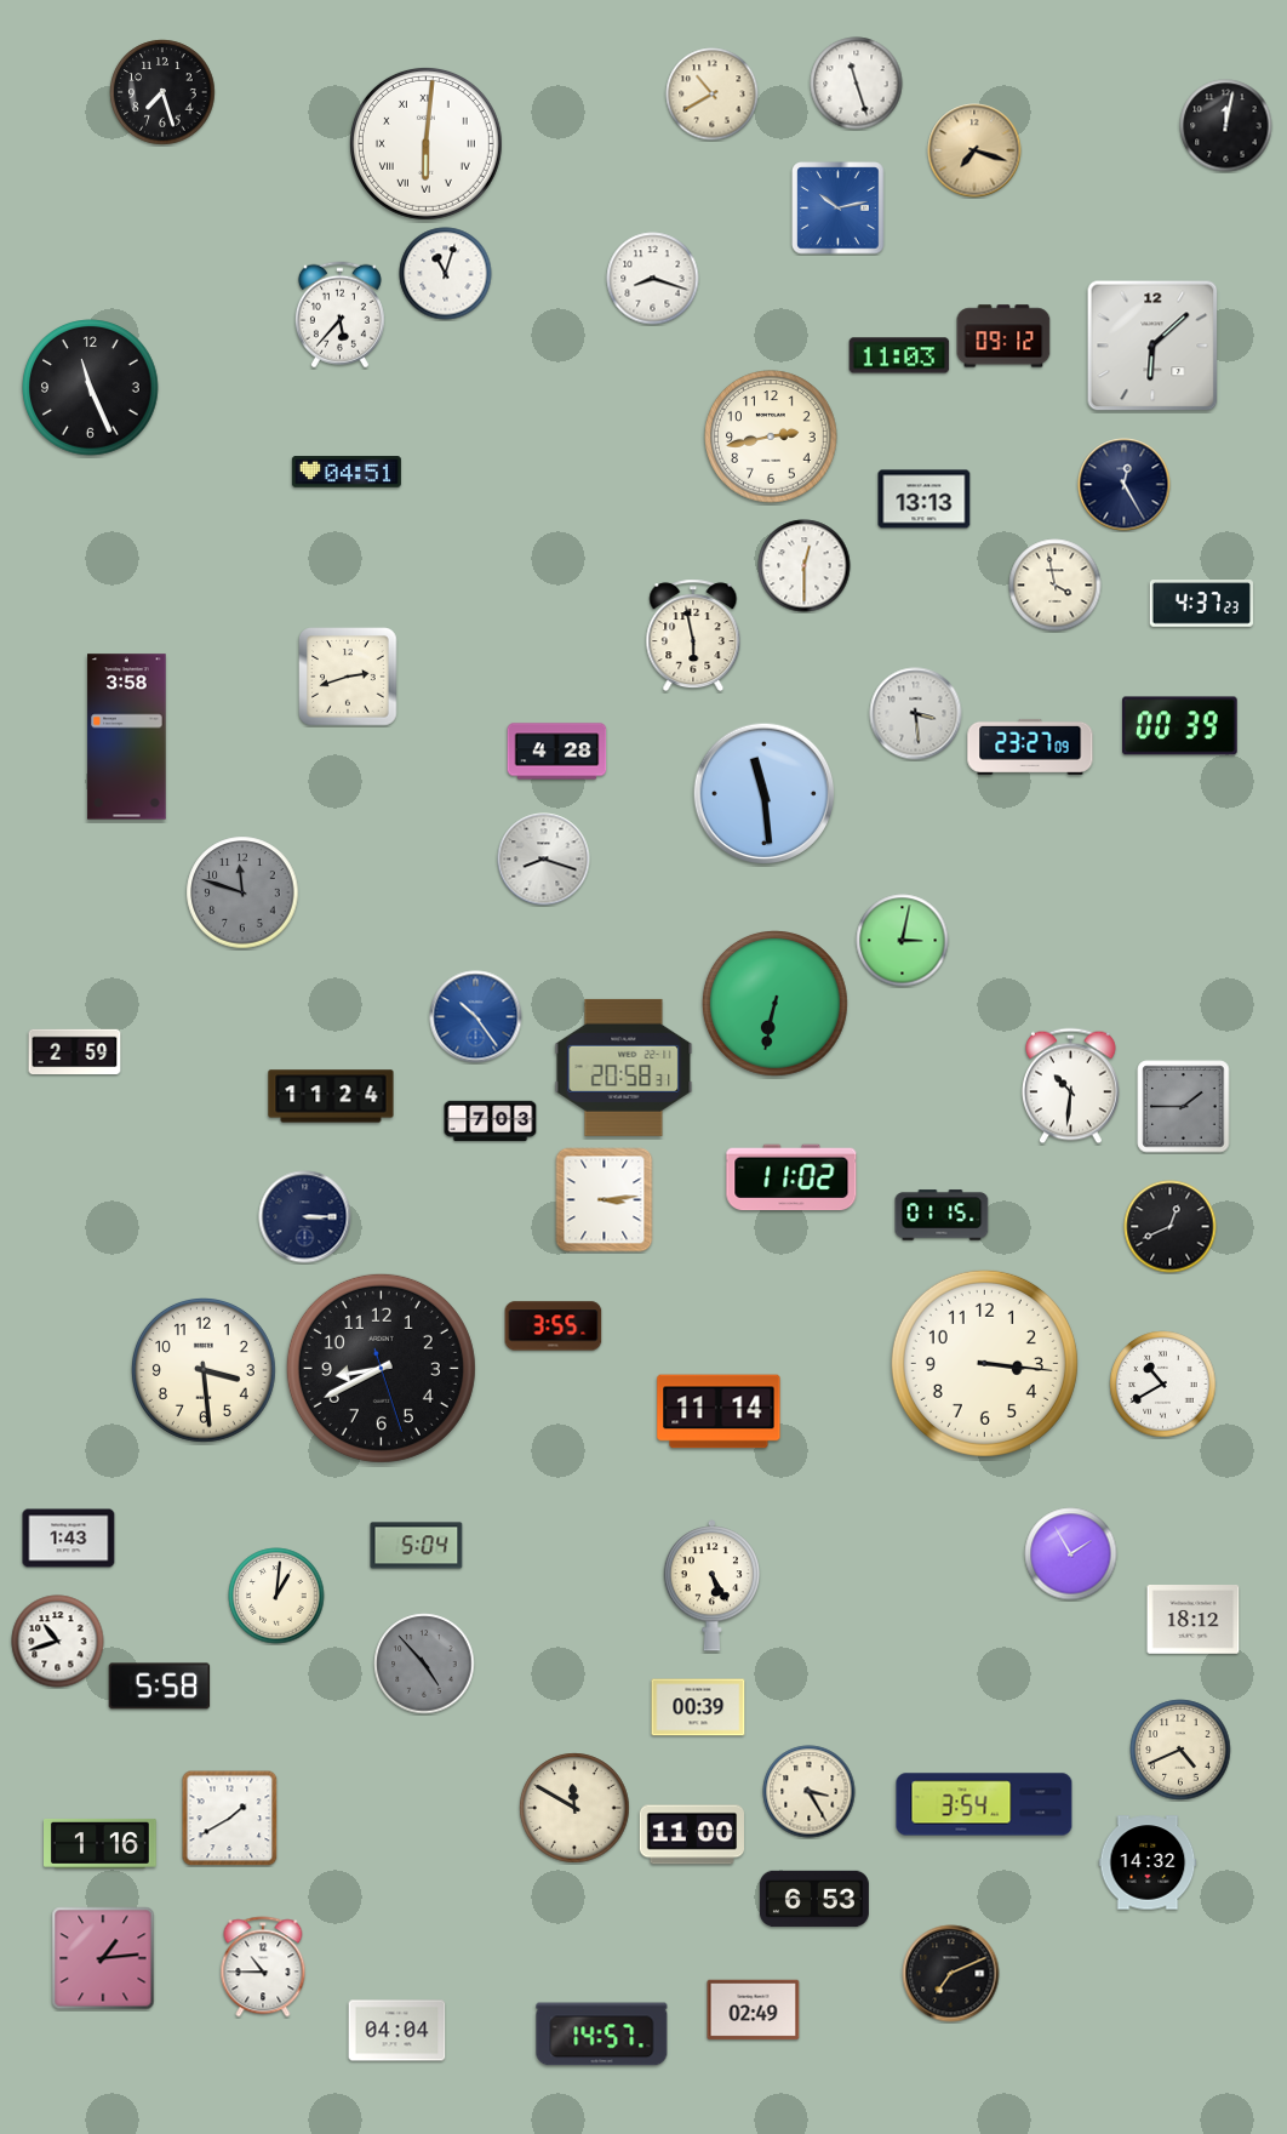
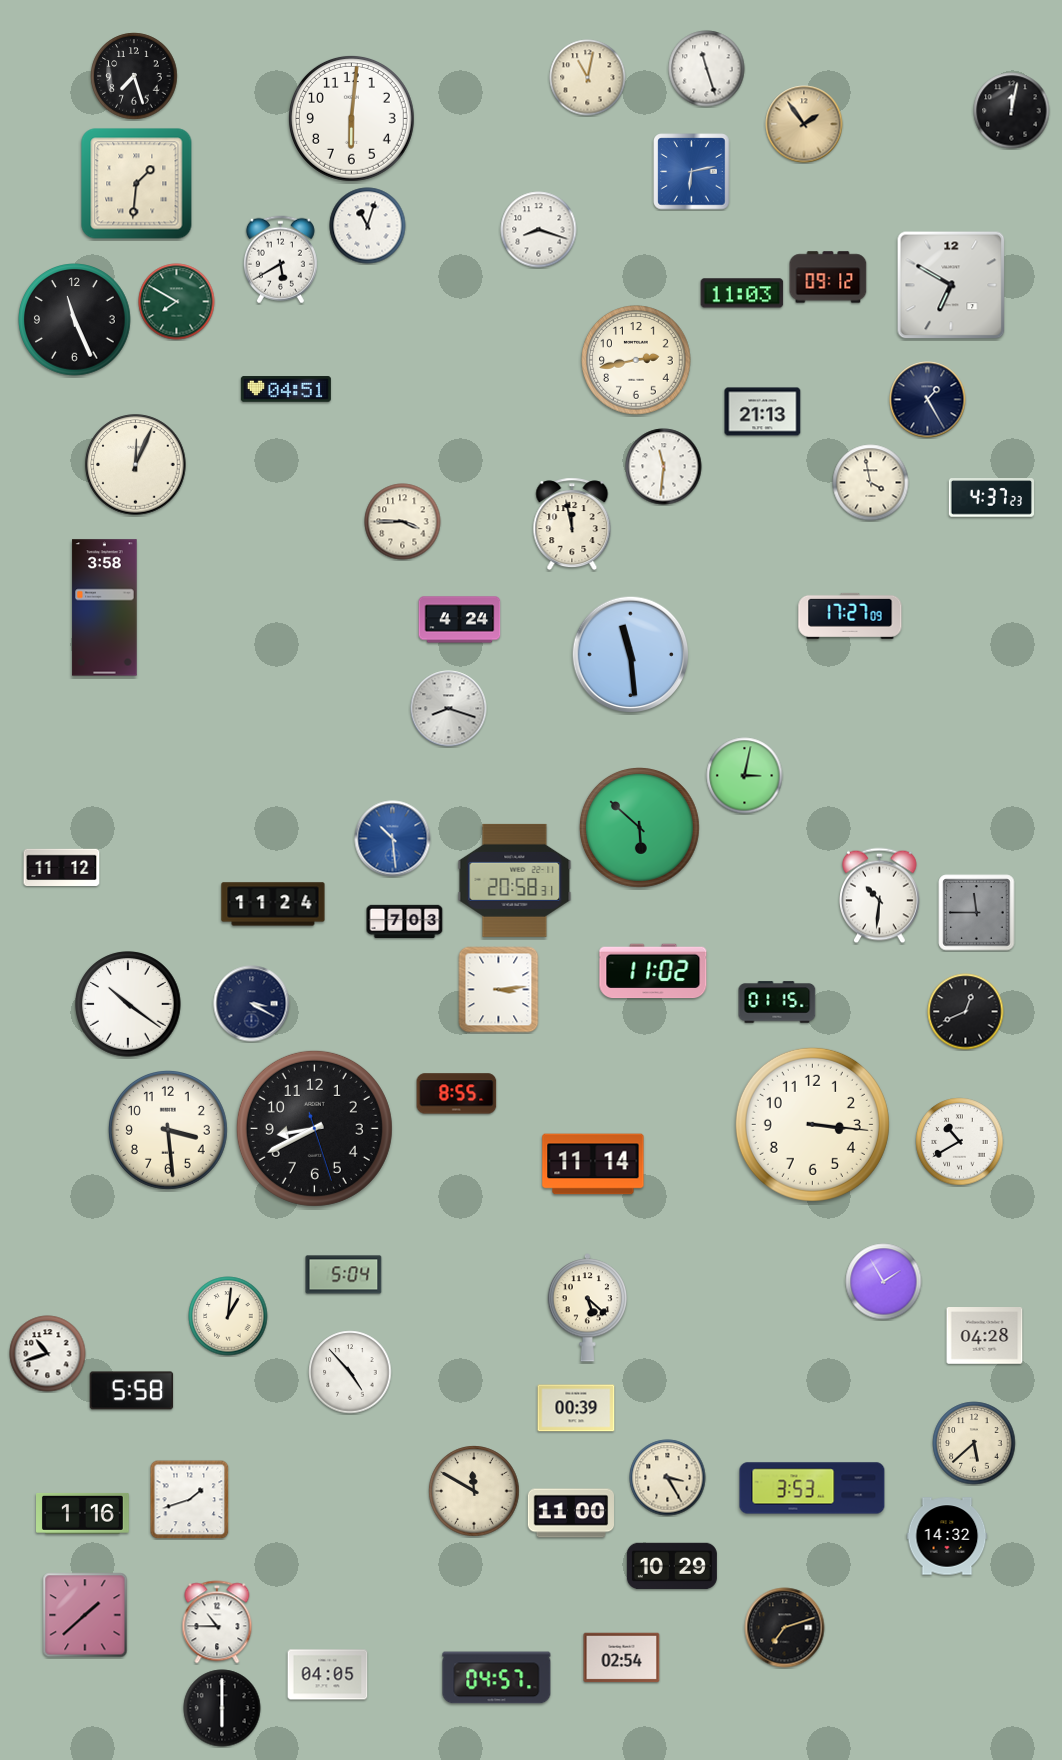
clock at (713, 95): 10:40 -> 11:02
clock at (1226, 126) position: (1226, 126) -> (1012, 111)
clock at (425, 143) numerals: Roman -> Arabic
clock at (974, 150): 7:18 -> 1:54
clock at (839, 209): 10:13 -> 6:13
clock at (137, 184): none -> 1:31
clock at (339, 315): 5:37 -> 5:40
clock at (1152, 346): 6:08 -> 6:50
clock at (177, 302): none -> 7:50
clock at (1125, 485): 12:25 -> 1:25
clock at (925, 500): 13:13 -> 21:13
clock at (136, 465): none -> 12:04
clock at (805, 566): 12:30 -> 11:31
clock at (403, 522): none -> 3:45
clock at (693, 635): 5:58 -> 11:58
clock at (348, 677): 2:42 -> none
clock at (916, 714): 3:29 -> none
clock at (1180, 726): 00:39 -> none
clock at (1030, 747): 23:27 -> 17:27
clock at (557, 752): 4:28 -> 4:24
clock at (242, 892): 11:48 -> none
clock at (776, 1004): 6:32 -> 5:52
clock at (476, 1017): 10:24 -> 10:29
clock at (75, 1052): 2:59 -> 11:12
clock at (1071, 1086) position: (1071, 1086) -> (880, 896)
clock at (1184, 1107): 1:45 -> 11:45
clock at (491, 1120) position: (491, 1120) -> (405, 921)
clock at (128, 1004): none -> 10:21
clock at (305, 1217): 3:15 -> 3:20
clock at (554, 1326): 3:55 -> 8:55
clock at (69, 1539): 1:43 -> none
clock at (711, 1586): 5:25 -> 5:22
clock at (1194, 1620): 18:12 -> 04:28
clock at (424, 1664) dial: grey -> white
clock at (1180, 1750): 4:41 -> 5:38
clock at (984, 1804): 3:54 -> 3:53
clock at (230, 1819): 1:40 -> 1:42
clock at (101, 1843) position: (101, 1843) -> (83, 1513)
clock at (814, 1898): 6:53 -> 10:29
clock at (103, 1958): 1:14 -> 1:38
clock at (951, 1974): 7:11 -> 7:12
clock at (754, 2010): 02:49 -> 02:54
clock at (397, 2031): 04:04 -> 04:05
clock at (602, 2035): 14:57 -> 04:57
clock at (222, 1708): none -> 6:00
